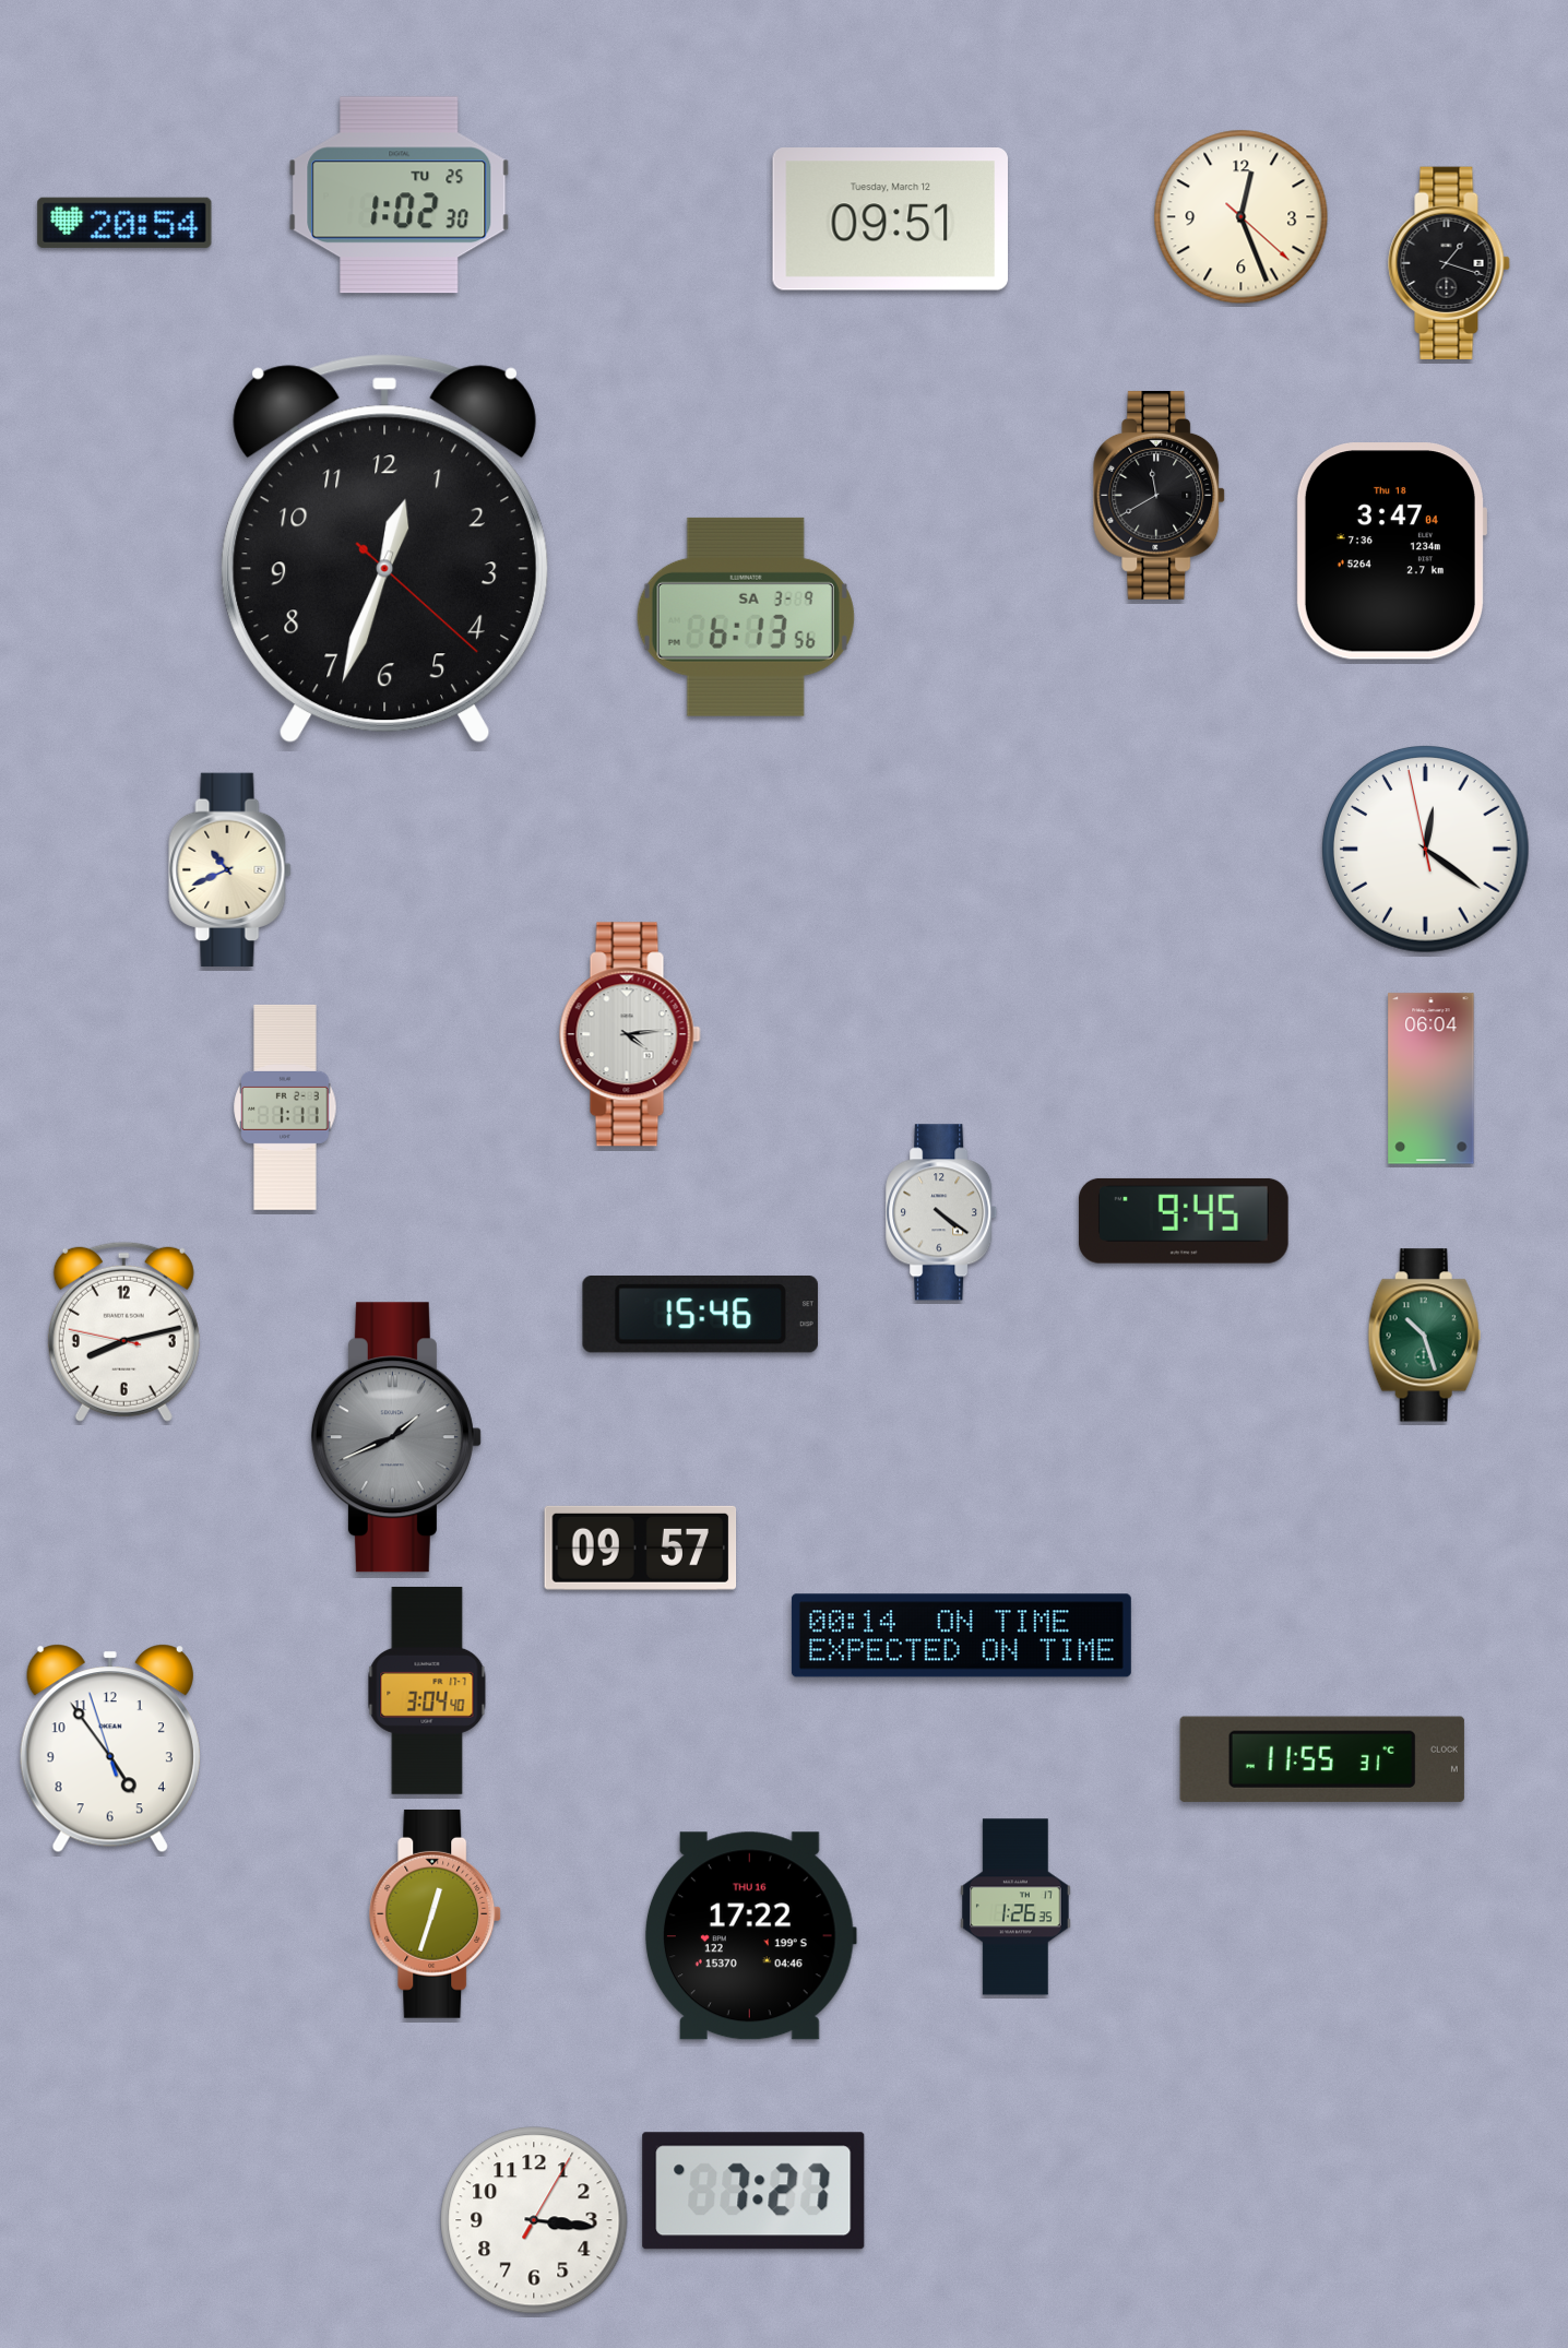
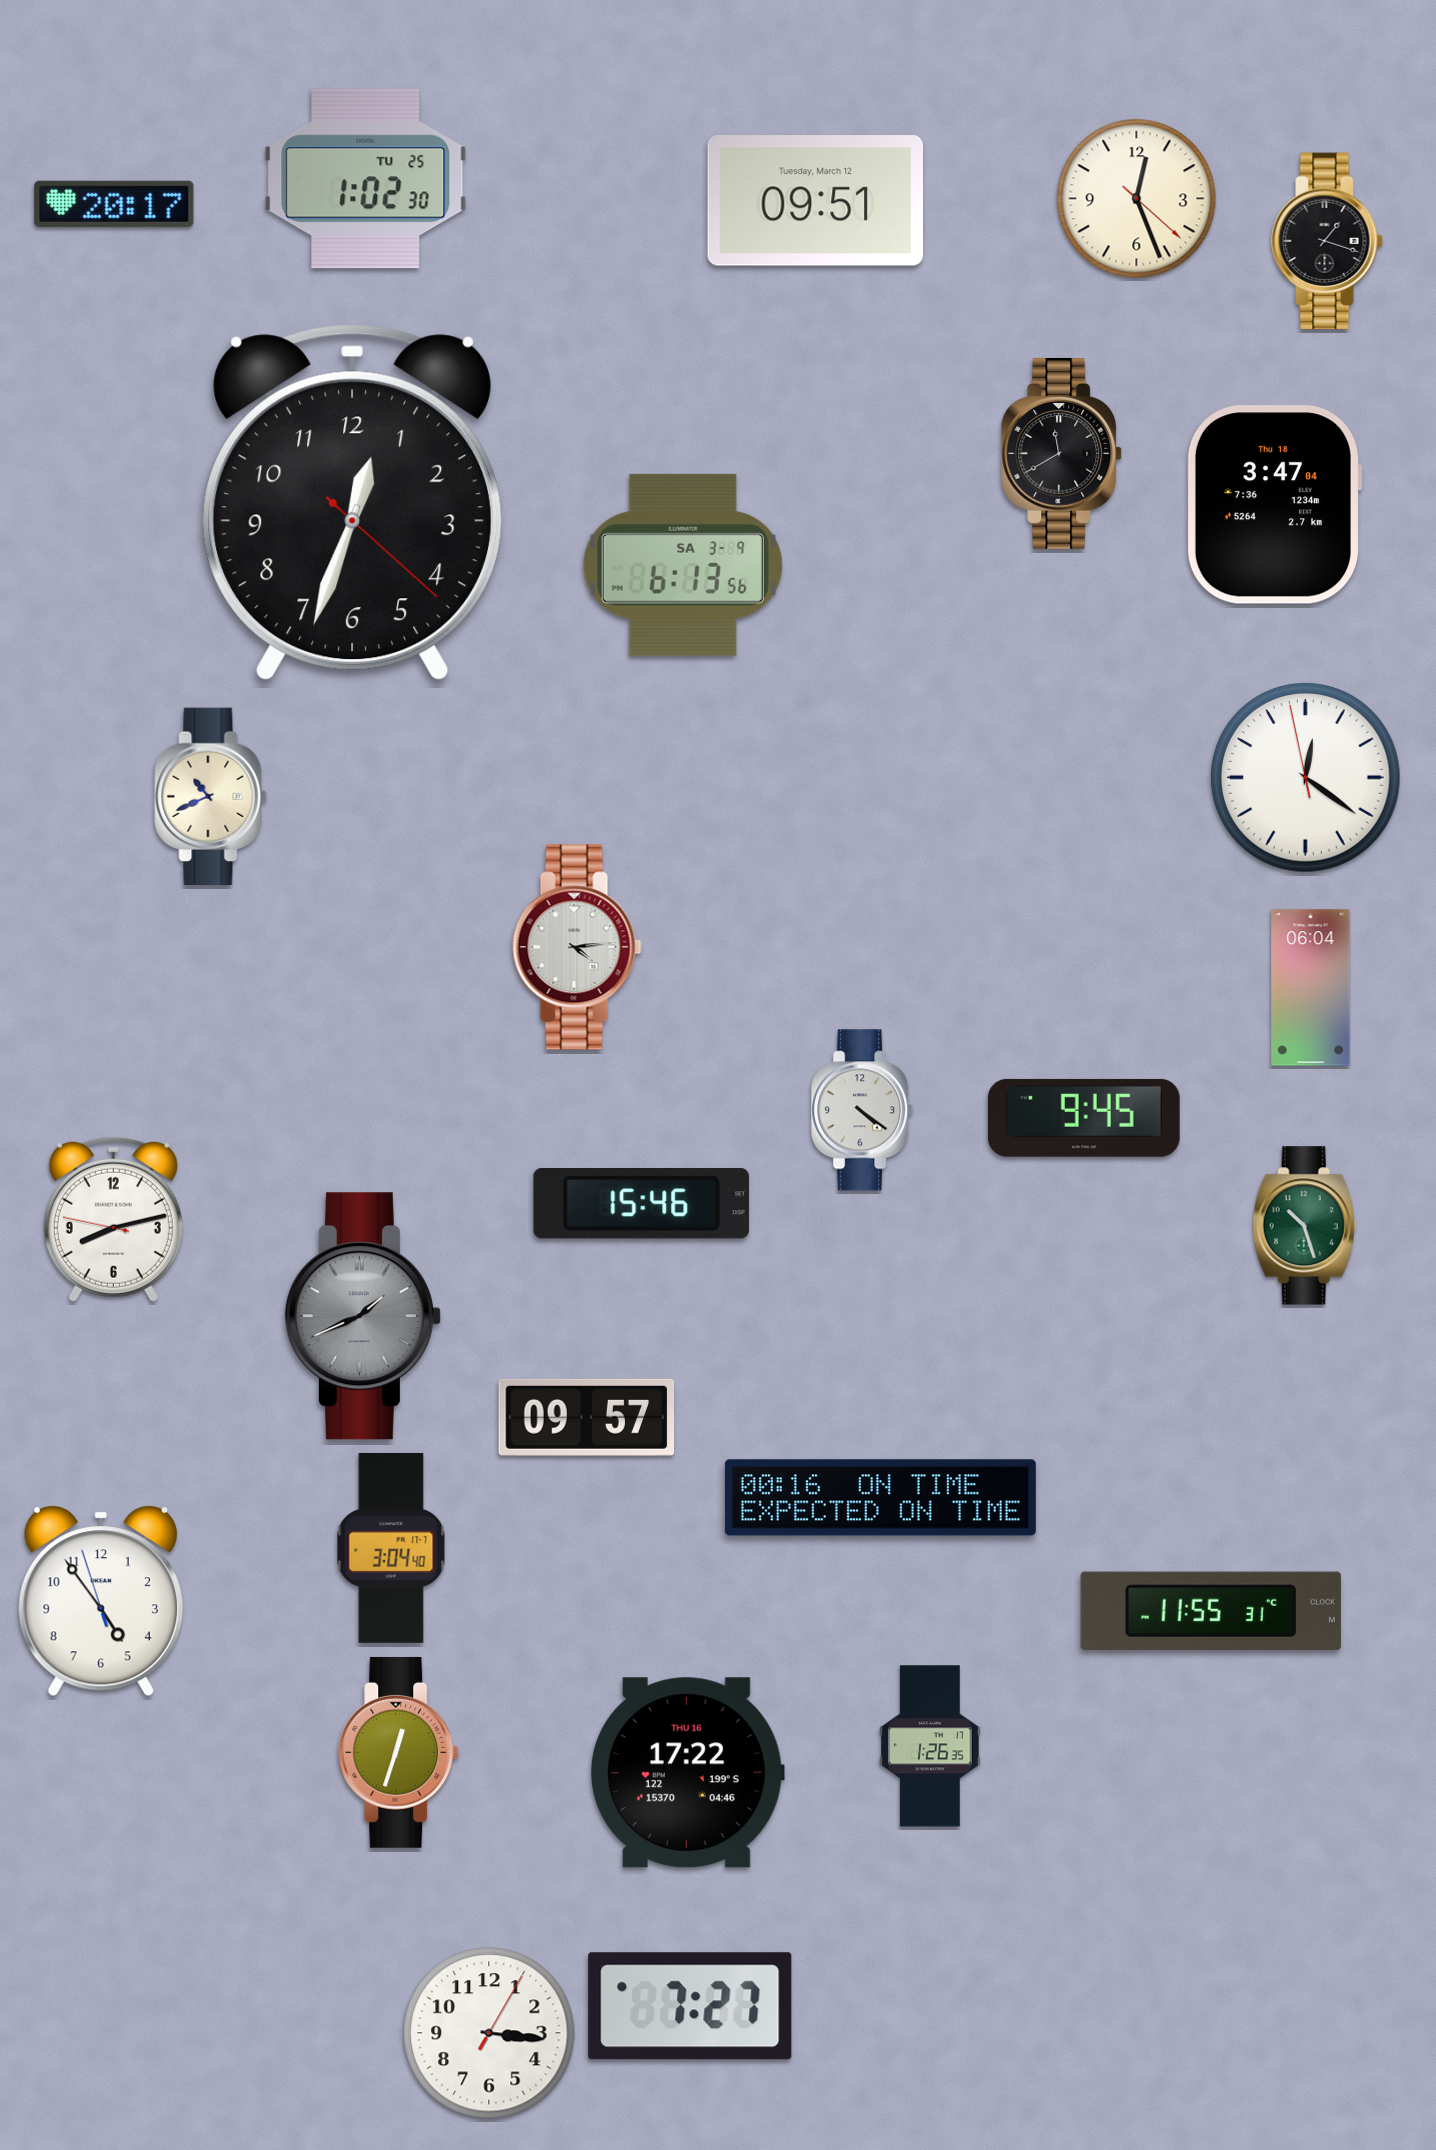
clock at (124, 223): 20:54 -> 20:17
clock at (285, 1107): 1:11 -> none
clock at (1424, 1336) position: (1424, 1336) -> (1304, 1226)
clock at (961, 1636): 00:14 -> 00:16
